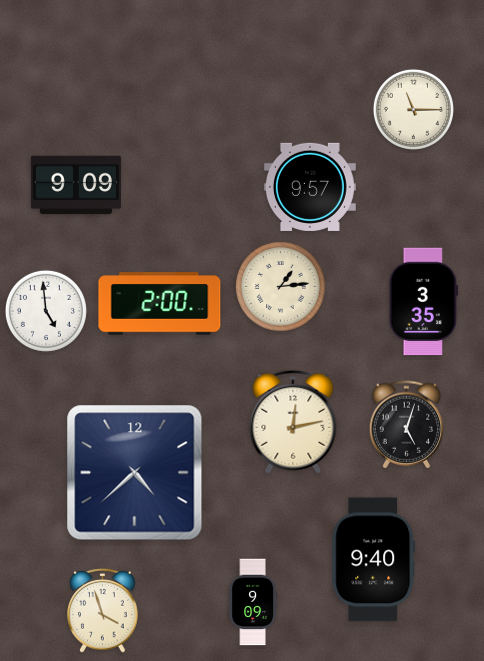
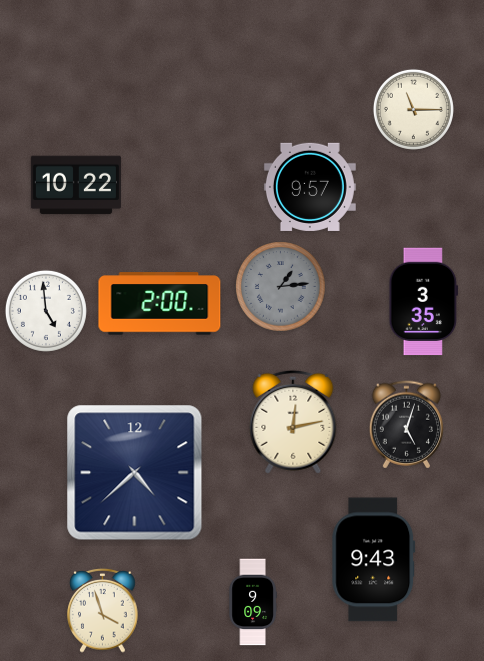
clock at (76, 185): 9:09 -> 10:22
clock at (281, 287) dial: cream -> grey
clock at (374, 560): 9:40 -> 9:43
